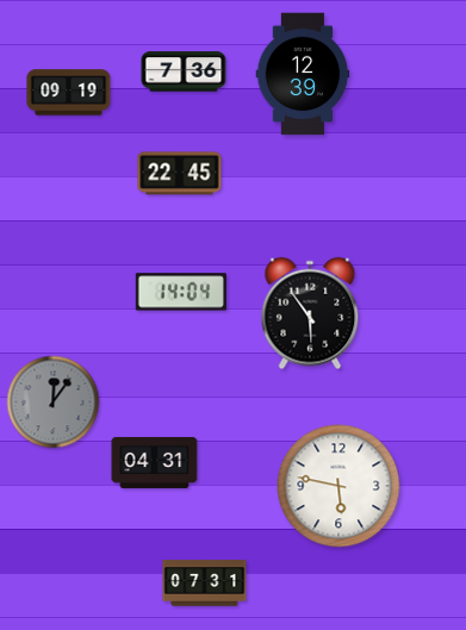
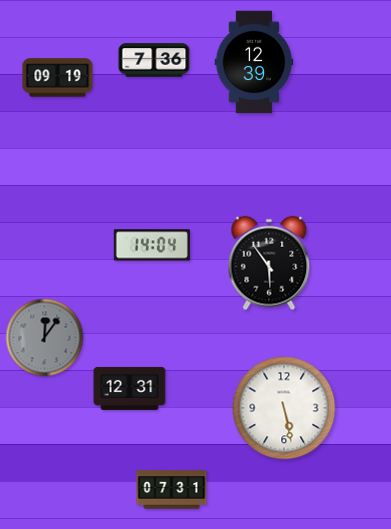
clock at (180, 174): 22:45 -> none
clock at (310, 313) position: (310, 313) -> (269, 263)
clock at (155, 462): 04:31 -> 12:31
clock at (338, 486): 5:47 -> 5:28
